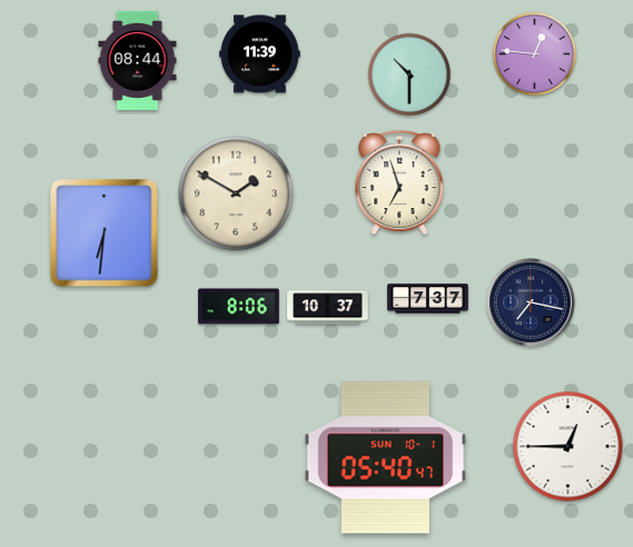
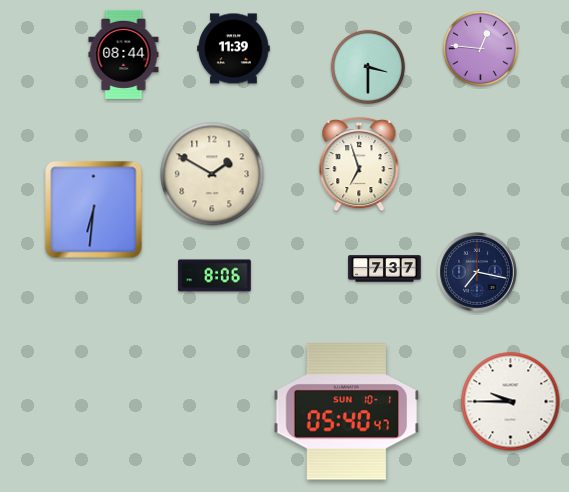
clock at (409, 74): 10:30 -> 3:30
clock at (328, 308): 10:37 -> none
clock at (568, 447): 12:45 -> 9:45
